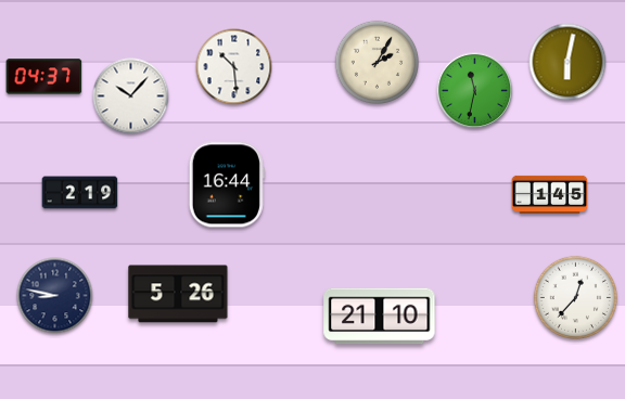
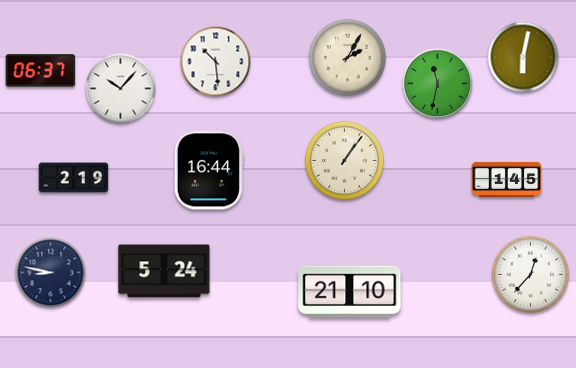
clock at (44, 77): 04:37 -> 06:37
clock at (344, 160): none -> 1:06
clock at (178, 294): 5:26 -> 5:24
